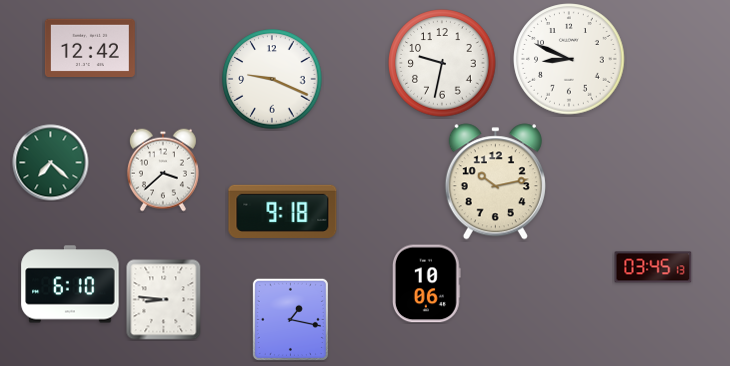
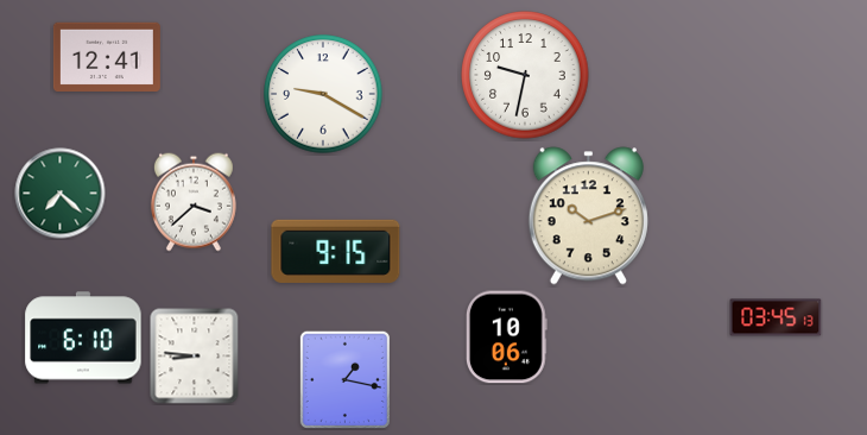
clock at (90, 47): 12:42 -> 12:41
clock at (569, 59): 8:49 -> none
clock at (272, 79): 9:19 -> 9:20
clock at (495, 182): 10:13 -> 10:12
clock at (283, 211): 9:18 -> 9:15
